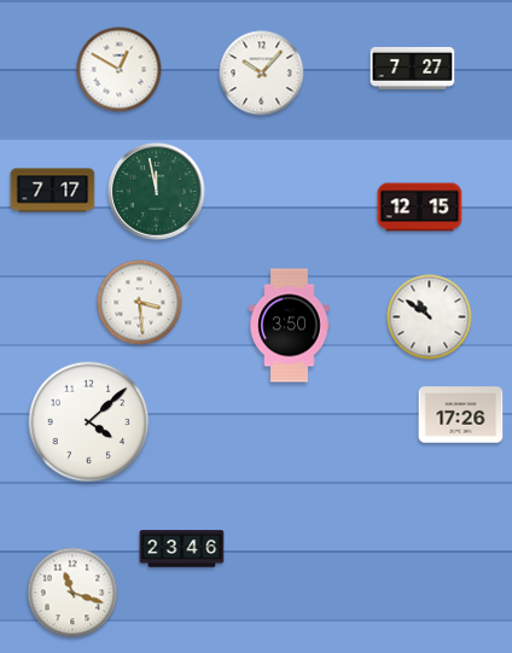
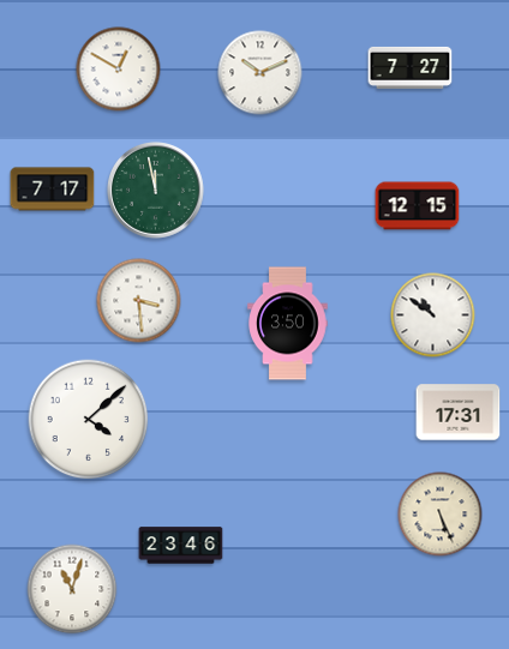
clock at (262, 74): 10:07 -> 10:11
clock at (430, 317) position: (430, 317) -> (433, 316)
clock at (461, 415): 17:26 -> 17:31
clock at (441, 515): none -> 5:26
clock at (72, 593): 11:18 -> 11:03
